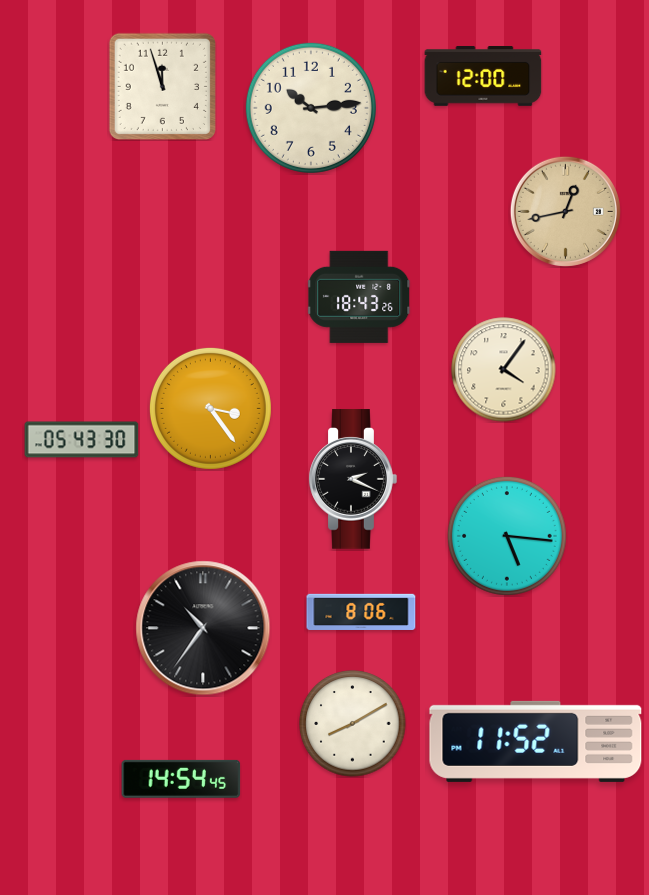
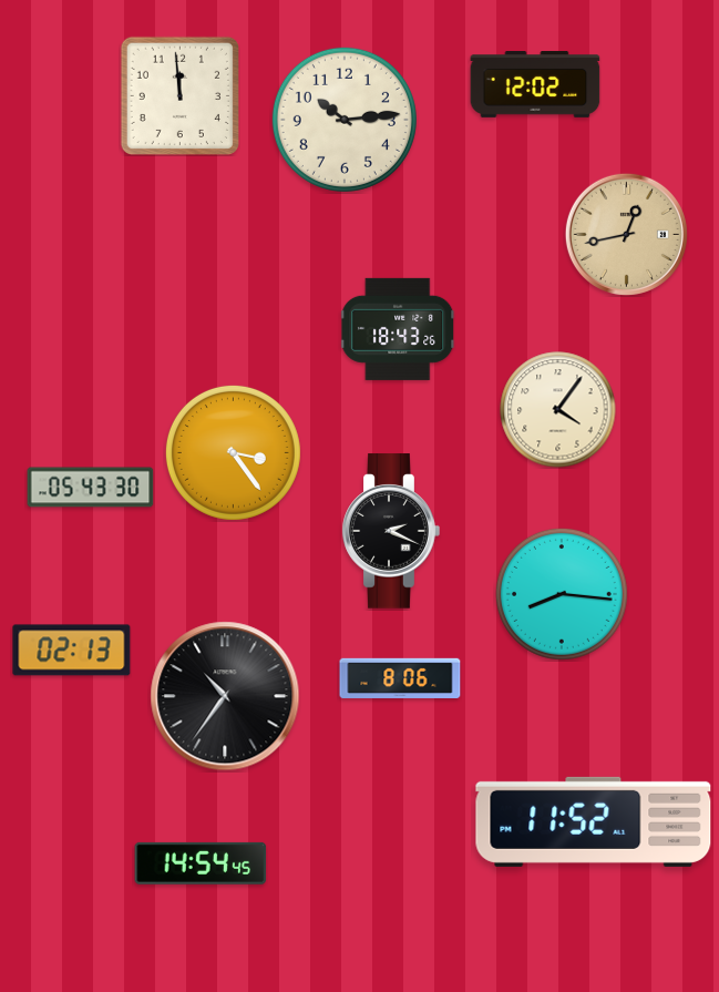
clock at (483, 77): 12:00 -> 12:02
clock at (162, 86): 11:57 -> 11:59
clock at (507, 536): 5:16 -> 8:16
clock at (72, 651): none -> 02:13
clock at (353, 724): 8:10 -> none
